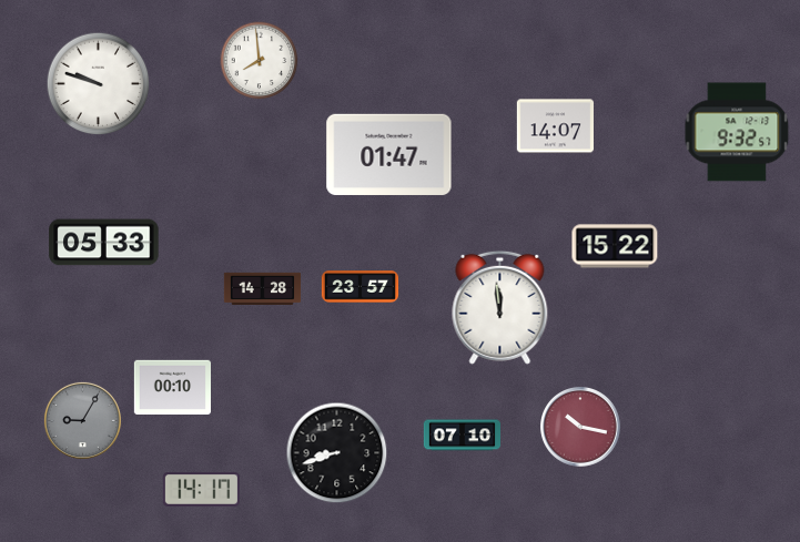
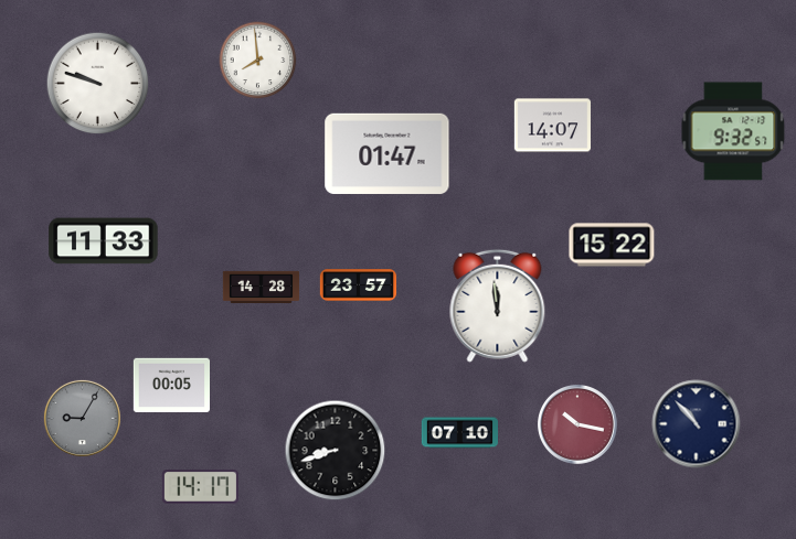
clock at (104, 243): 05:33 -> 11:33
clock at (172, 387): 00:10 -> 00:05
clock at (697, 424): none -> 10:53
